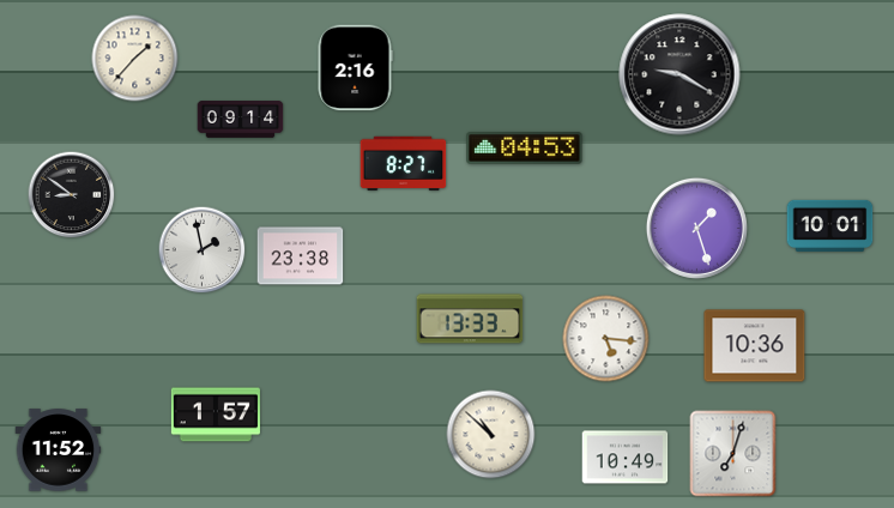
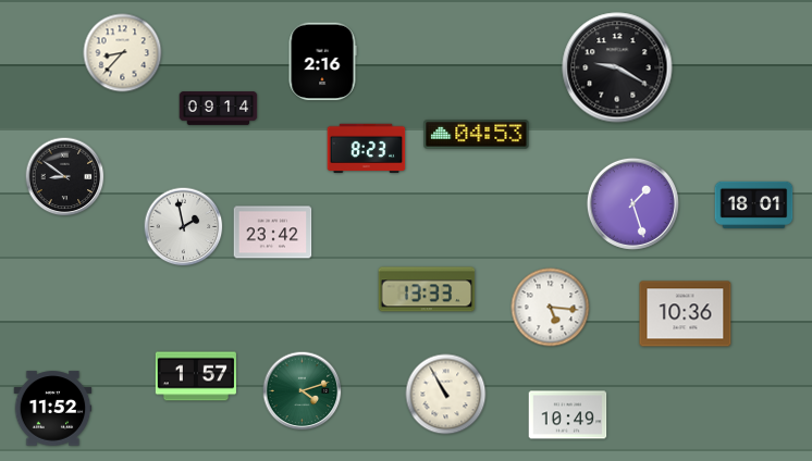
clock at (135, 59): 1:37 -> 8:37
clock at (404, 163): 8:27 -> 8:23
clock at (830, 225): 10:01 -> 18:01
clock at (696, 228) position: (696, 228) -> (632, 203)
clock at (301, 256): 23:38 -> 23:42
clock at (303, 391): none -> 4:12
clock at (491, 435): 10:52 -> 10:55
clock at (733, 454): 7:03 -> none
